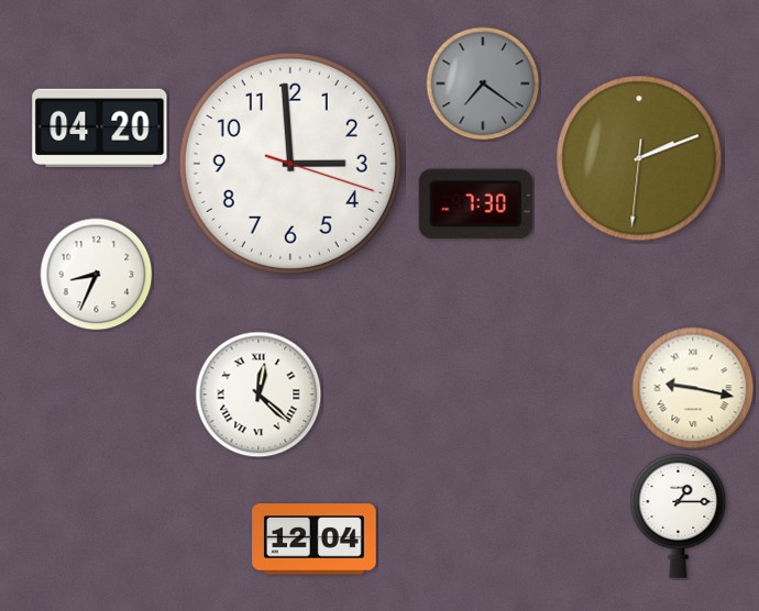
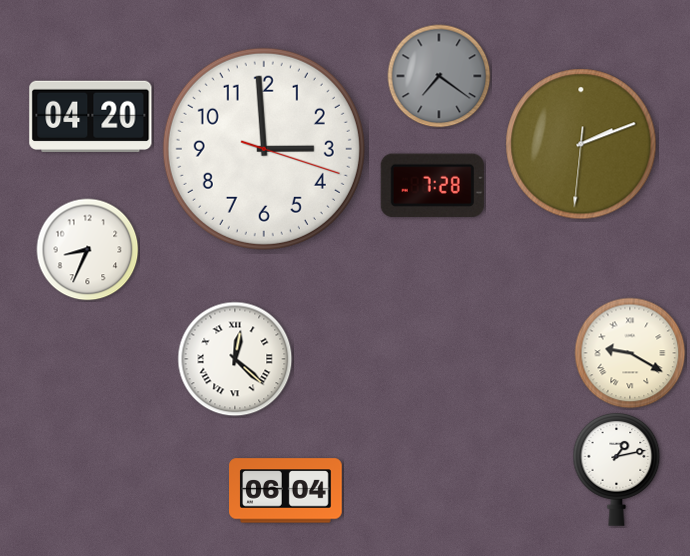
clock at (475, 203): 7:30 -> 7:28
clock at (693, 388): 9:17 -> 9:20
clock at (679, 516): 1:15 -> 1:13
clock at (315, 540): 12:04 -> 06:04
